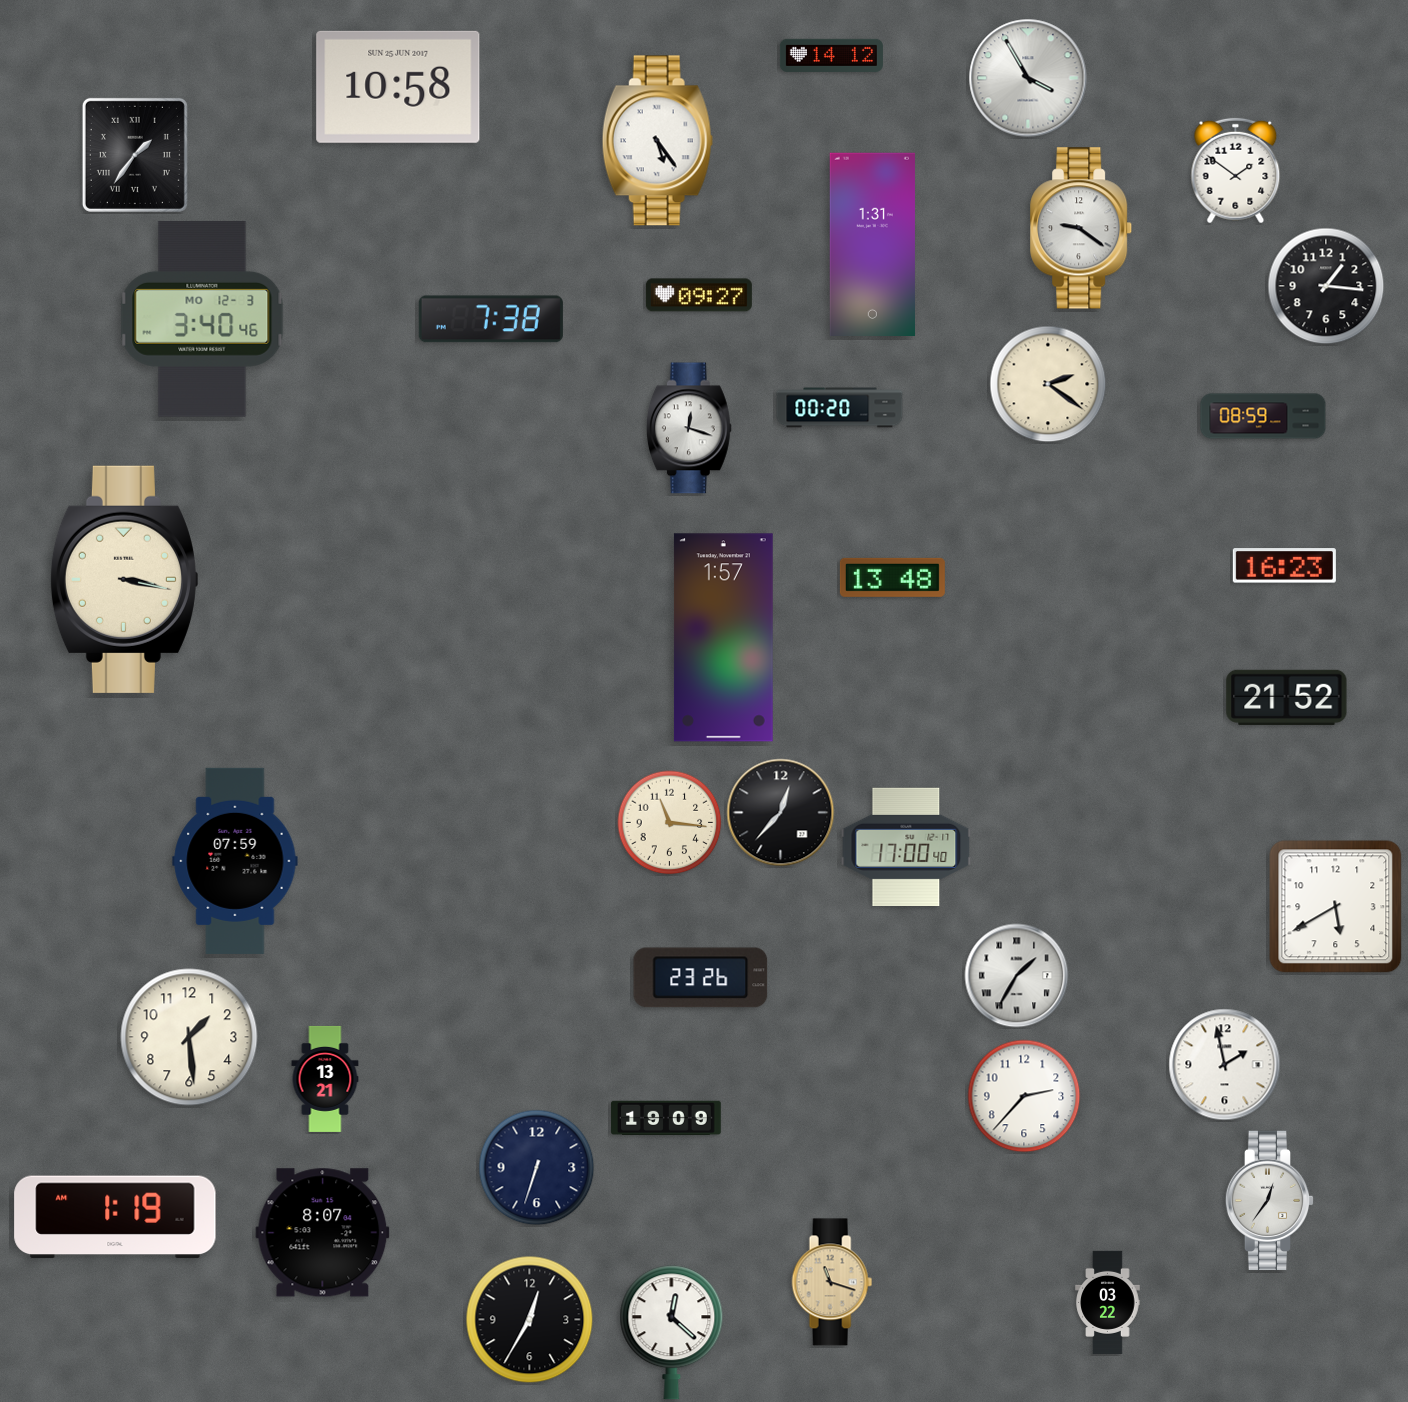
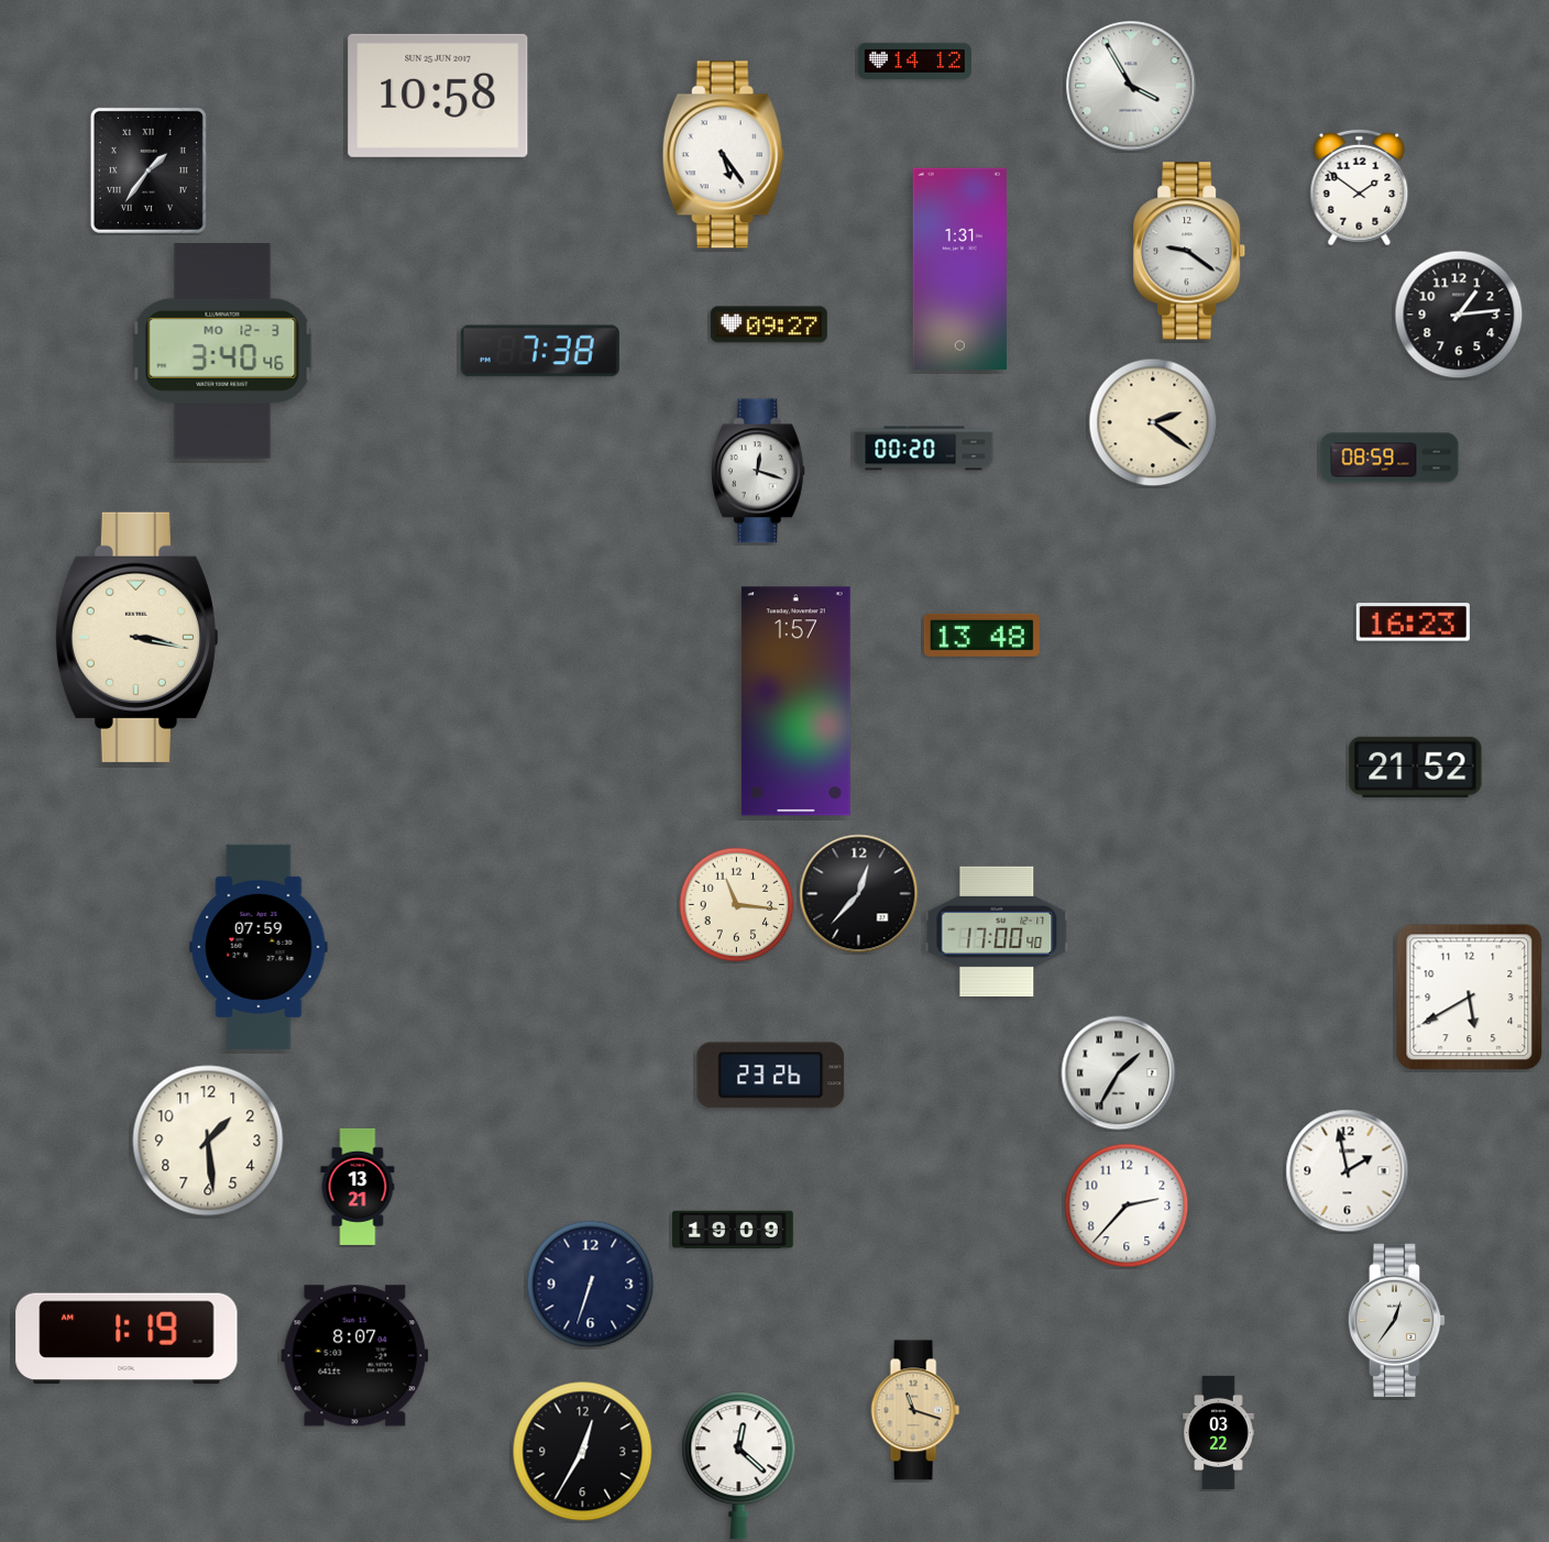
clock at (1326, 286): 1:16 -> 1:14
